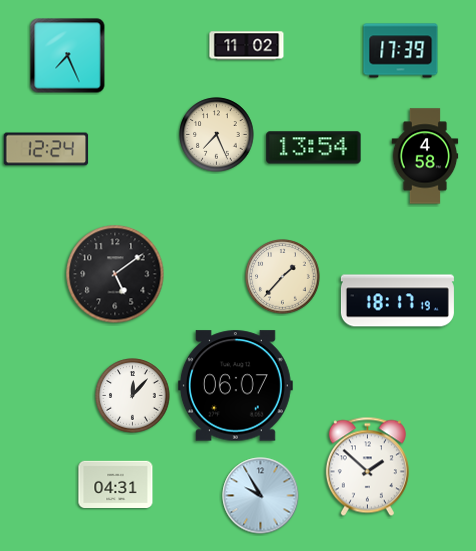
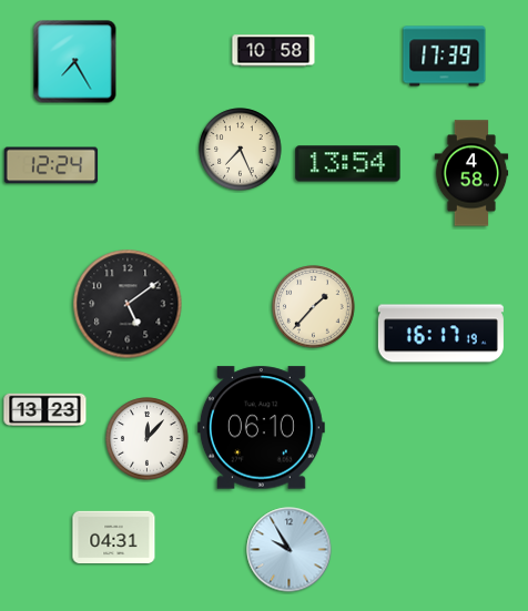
clock at (247, 46): 11:02 -> 10:58
clock at (68, 56): 7:26 -> 7:25
clock at (397, 301): 18:17 -> 16:17
clock at (45, 409): none -> 13:23
clock at (235, 386): 06:07 -> 06:10
clock at (367, 467): 1:52 -> none
clock at (116, 485) position: (116, 485) -> (114, 538)
